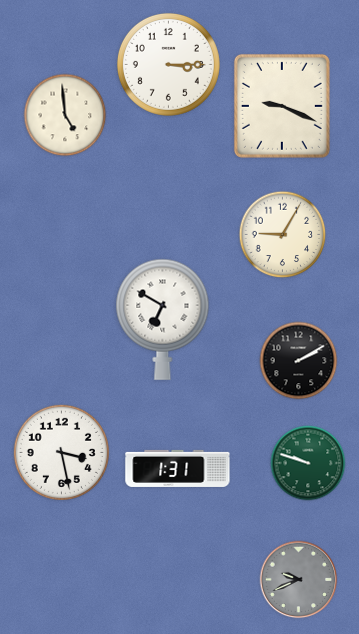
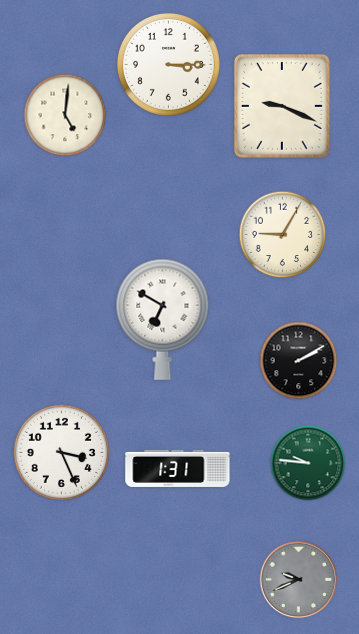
clock at (65, 115): 4:59 -> 5:01
clock at (61, 452): 3:28 -> 3:26
clock at (308, 463): 9:48 -> 9:46
